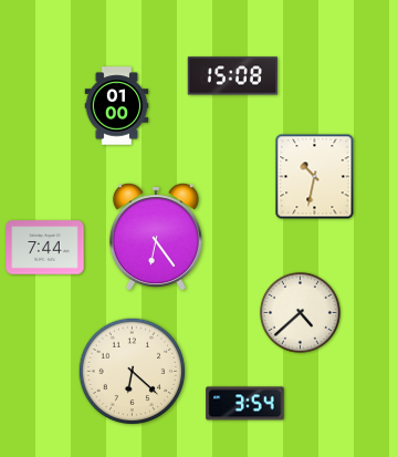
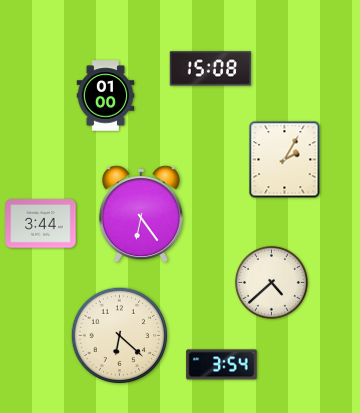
clock at (315, 177): 10:32 -> 2:05
clock at (45, 248): 7:44 -> 3:44
